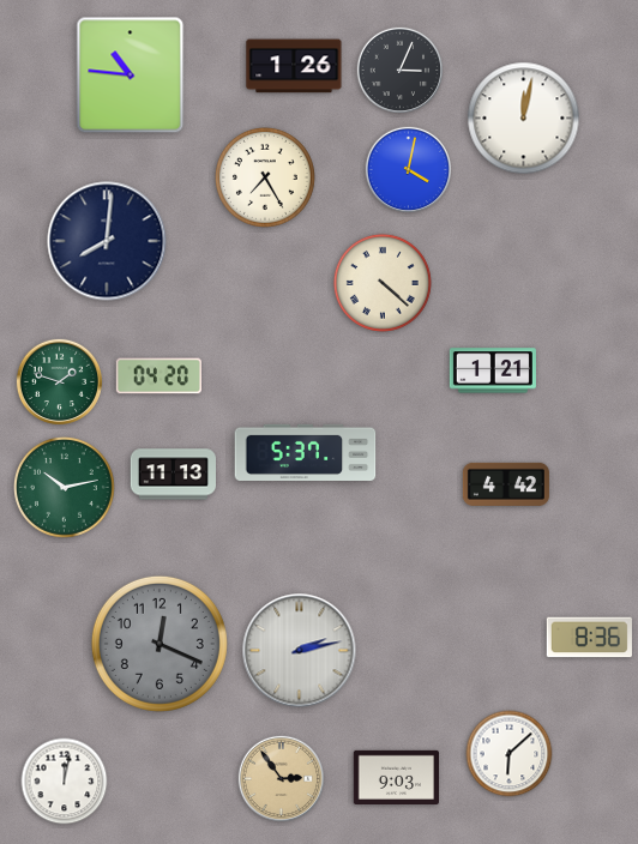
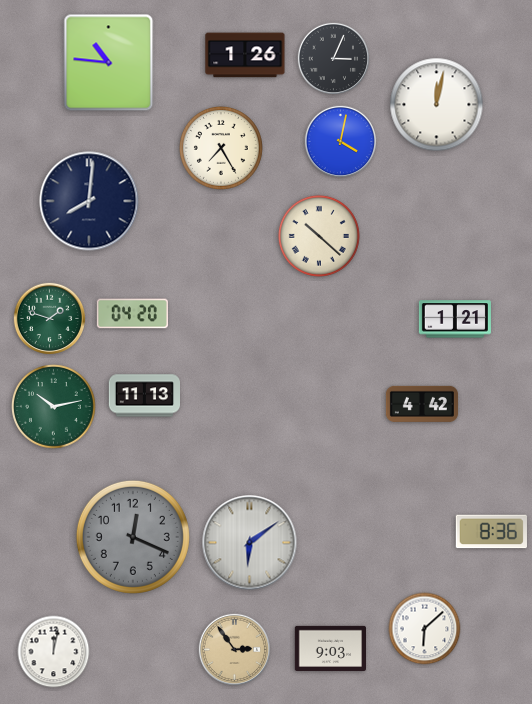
clock at (524, 119) position: (524, 119) -> (437, 105)
clock at (383, 283): 4:22 -> 10:22
clock at (493, 370) position: (493, 370) -> (455, 319)
clock at (306, 452): 5:37 -> none
clock at (300, 651): 2:13 -> 6:09
